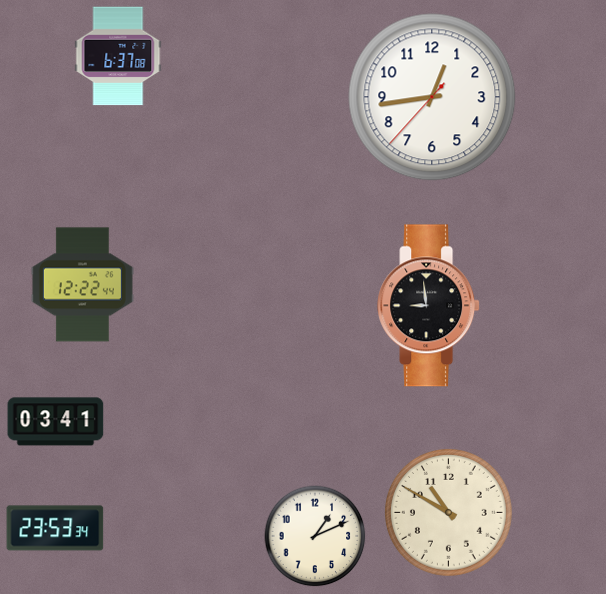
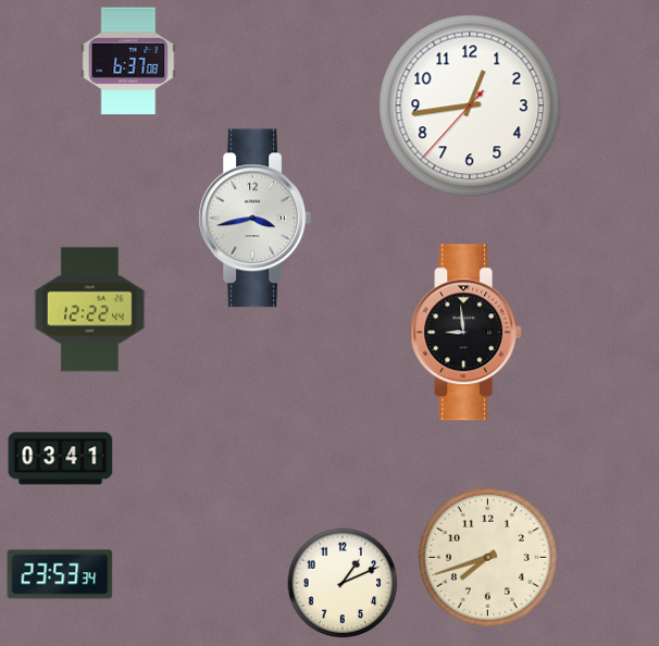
clock at (254, 219): none -> 3:43
clock at (448, 512): 10:50 -> 7:42
